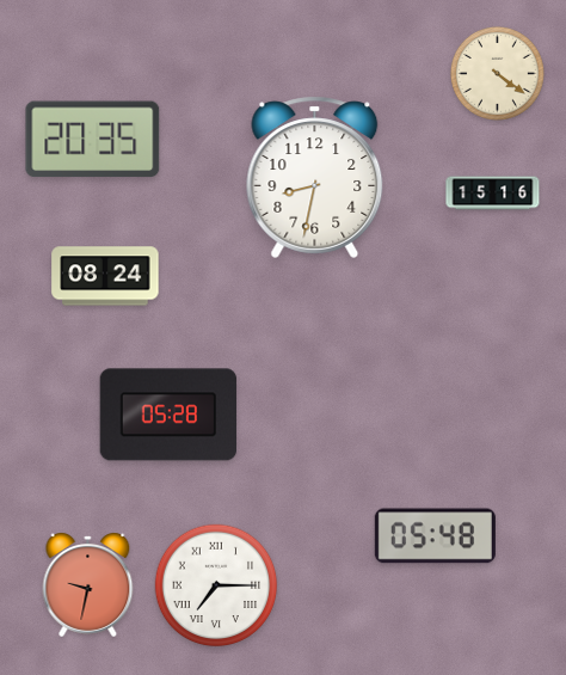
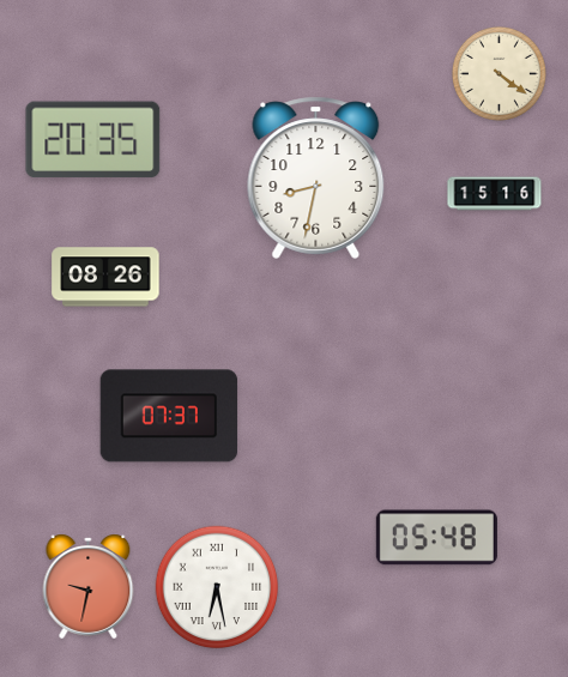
clock at (105, 276): 08:24 -> 08:26
clock at (168, 415): 05:28 -> 07:37
clock at (216, 585): 7:15 -> 6:28
